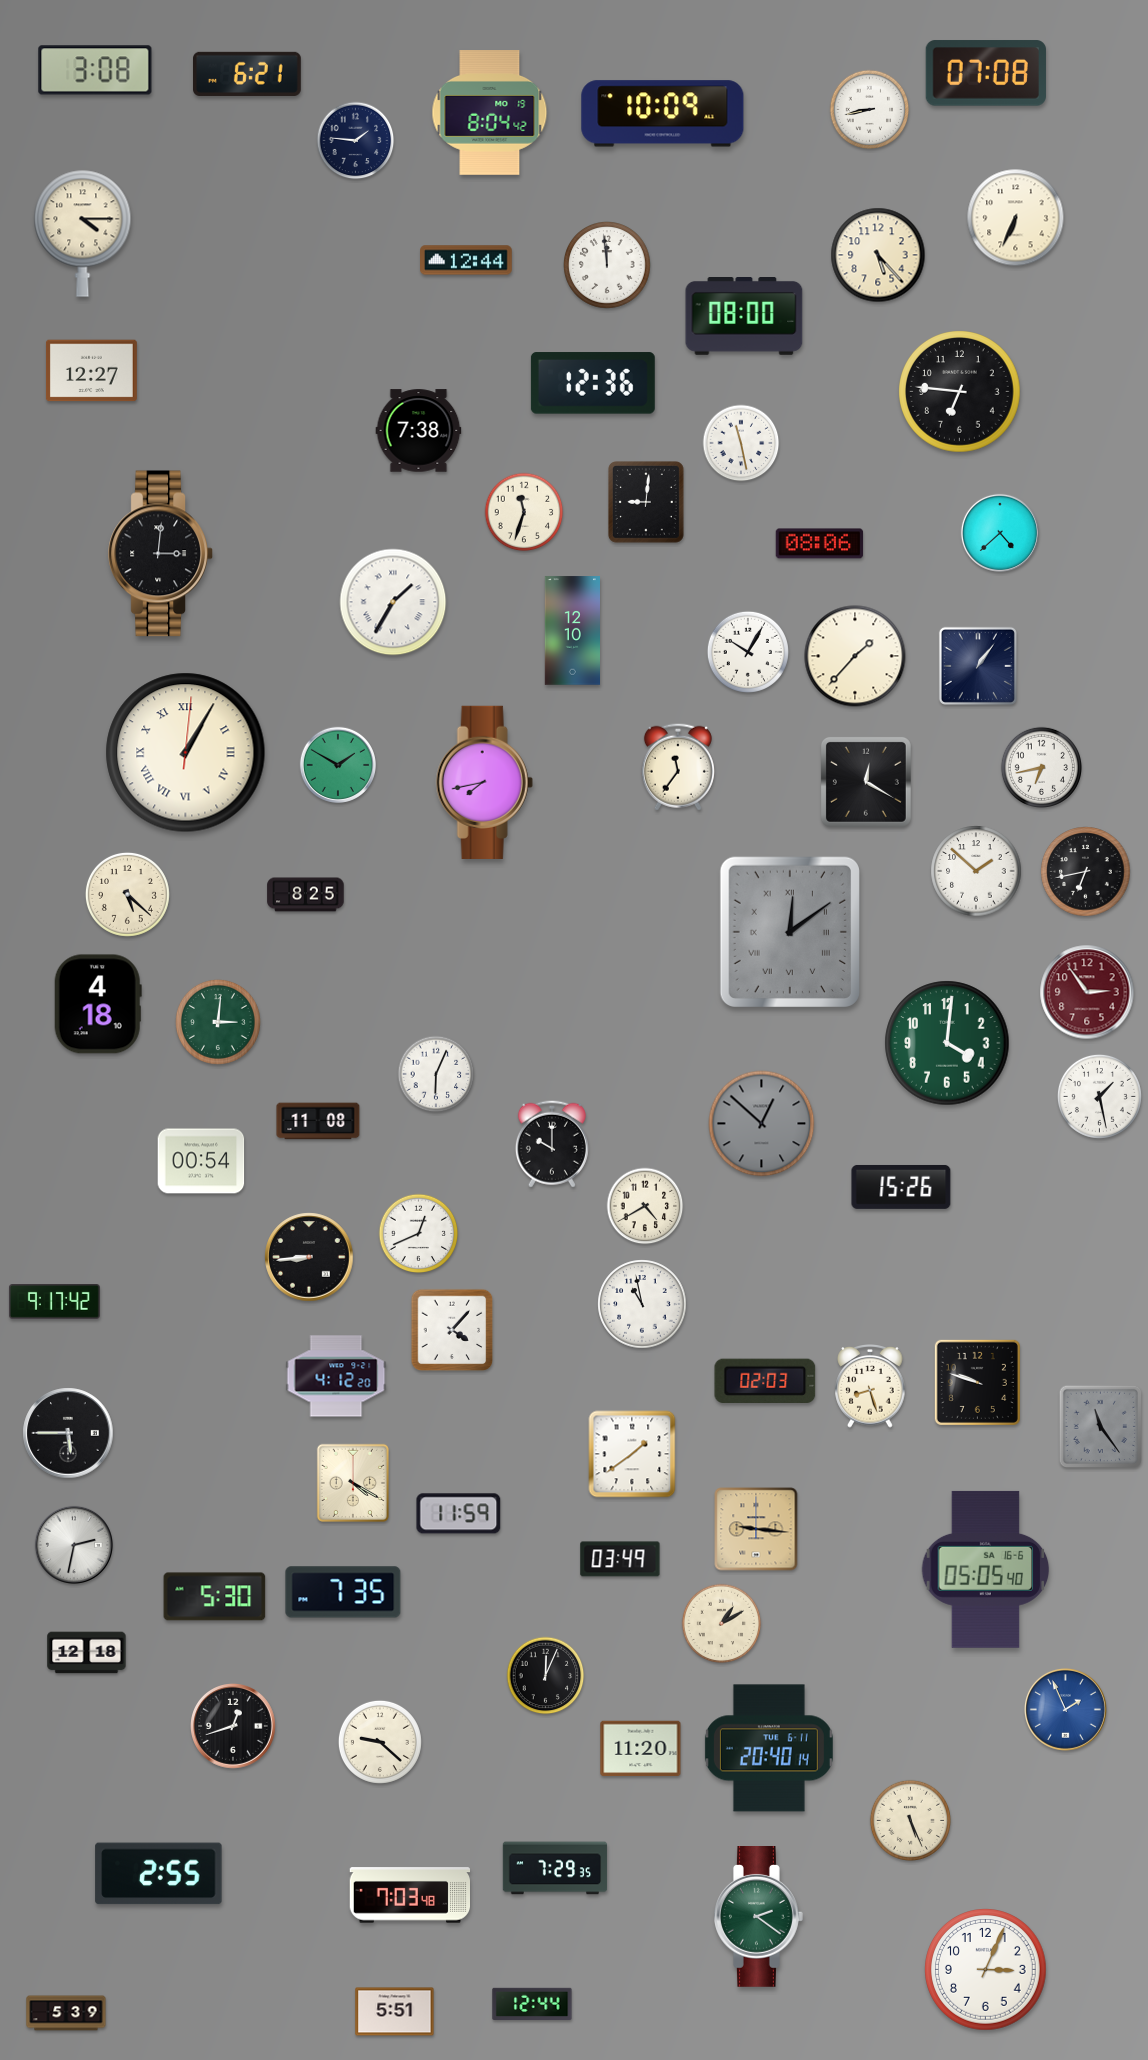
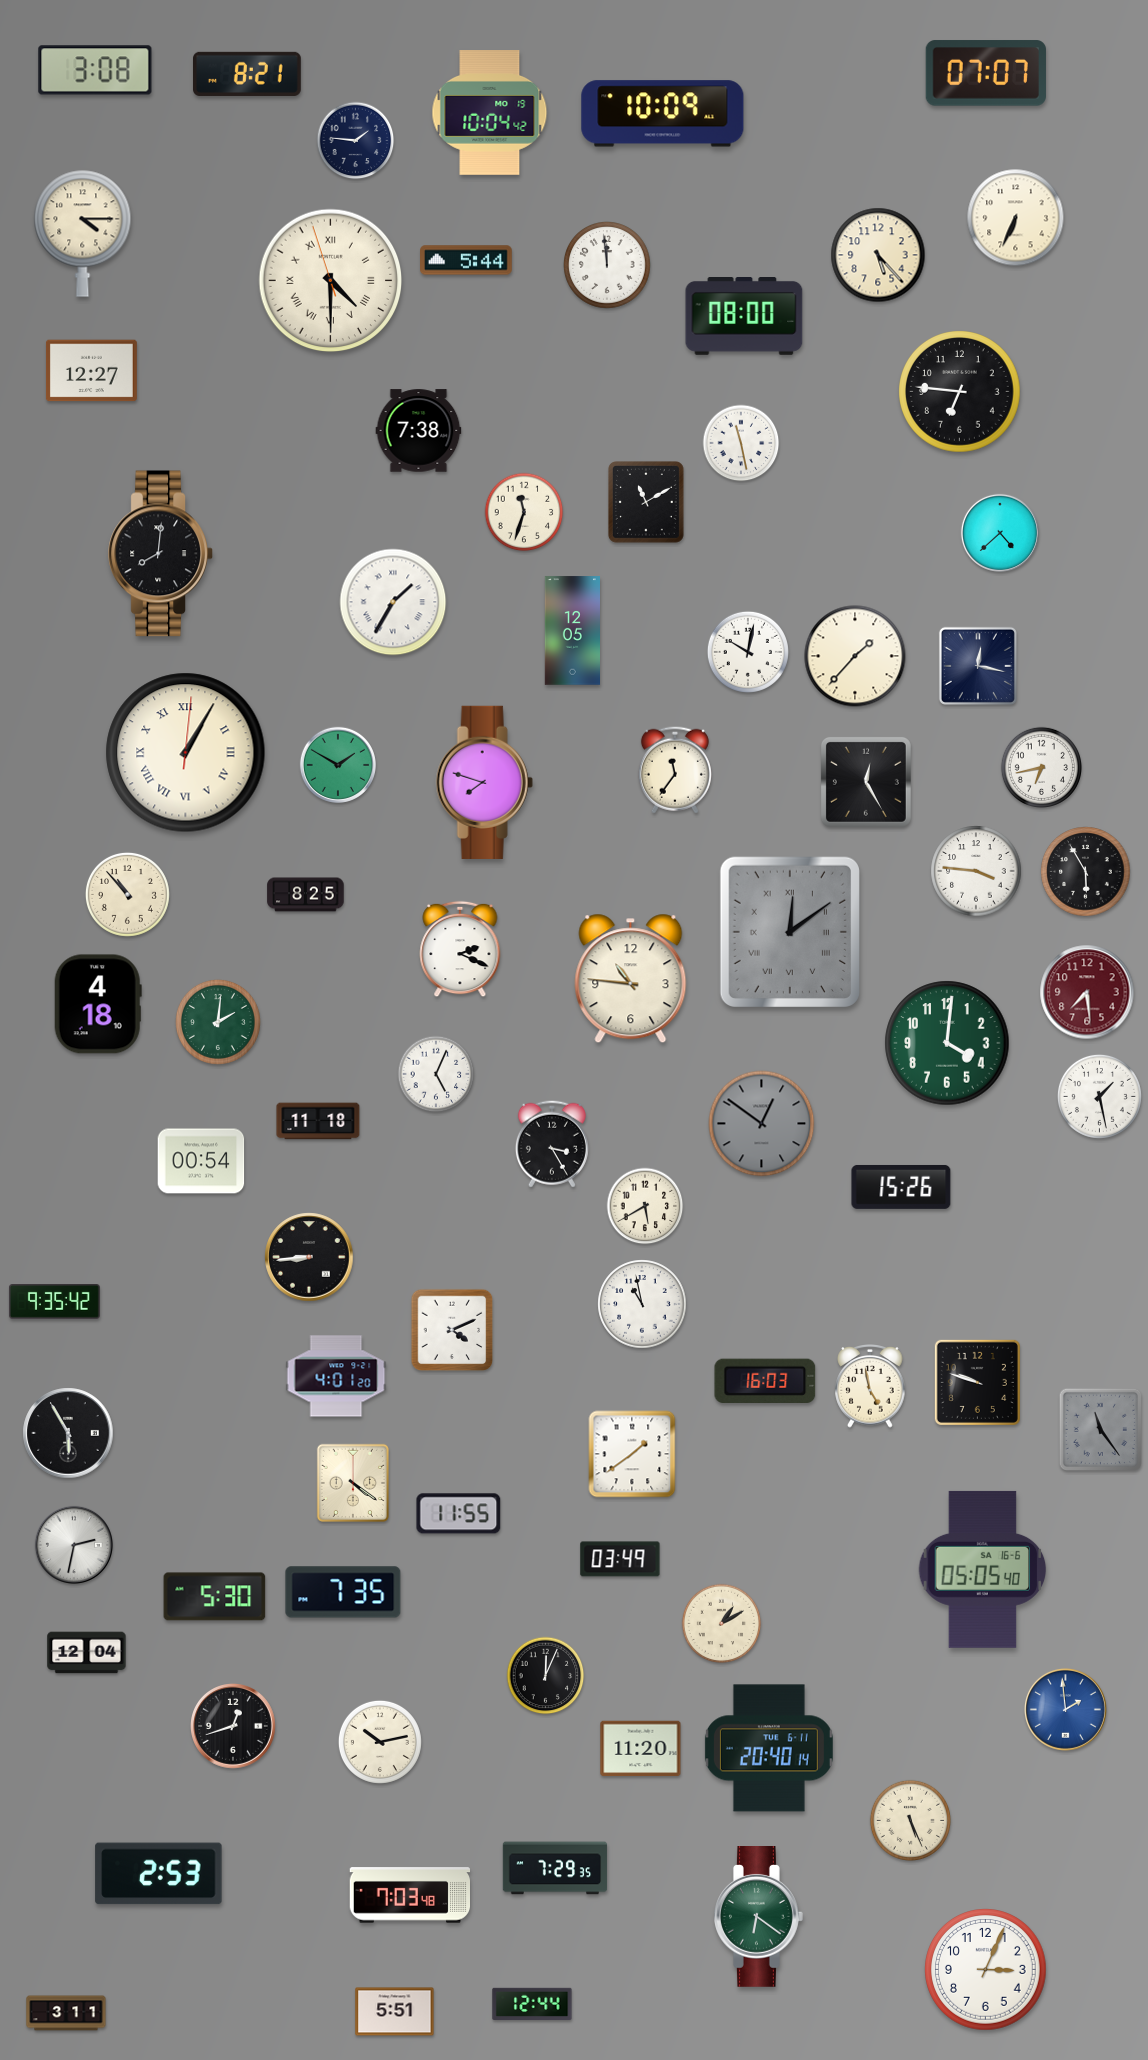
clock at (986, 73): 07:08 -> 07:07
clock at (248, 74): 6:21 -> 8:21
clock at (870, 110): 8:43 -> none
clock at (490, 113): 8:04 -> 10:04
clock at (466, 260): 12:44 -> 5:44
clock at (331, 281): none -> 4:29
clock at (593, 383): 12:36 -> none
clock at (647, 503): 9:01 -> 11:10
clock at (820, 544): 08:06 -> none
clock at (161, 554): 3:01 -> 8:01
clock at (572, 631): 12:10 -> 12:05
clock at (748, 652): 10:05 -> 10:02
clock at (978, 666): 1:06 -> 12:17
clock at (678, 767) position: (678, 767) -> (675, 770)
clock at (484, 782): 7:43 -> 7:48
clock at (866, 782): 12:20 -> 12:25
clock at (976, 871): 1:52 -> 3:46
clock at (1086, 872): 6:43 -> 5:55
clock at (127, 894): 5:22 -> 10:53
clock at (460, 949): none -> 2:19
clock at (631, 979): none -> 10:46
clock at (1087, 992): 2:54 -> 7:29
clock at (218, 1022): 3:01 -> 2:01
clock at (436, 1074): 6:04 -> 5:04
clock at (318, 1121): 11:08 -> 11:18
clock at (762, 1124): 12:52 -> 12:51
clock at (552, 1144): 10:00 -> 3:25
clock at (645, 1206): 4:40 -> 5:40
clock at (419, 1234): 12:41 -> none
clock at (54, 1302): 9:17 -> 9:35
clock at (452, 1330): 4:07 -> 4:11
clock at (336, 1376): 4:12 -> 4:01
clock at (765, 1380): 02:03 -> 16:03
clock at (870, 1386): 8:27 -> 4:58
clock at (1100, 1426) position: (1100, 1426) -> (1100, 1429)
clock at (68, 1433): 5:45 -> 5:55
clock at (352, 1482): 4:20 -> 4:21
clock at (459, 1514): 11:59 -> 11:55
clock at (756, 1529): 9:16 -> none
clock at (986, 1569) position: (986, 1569) -> (983, 1569)
clock at (87, 1653): 12:18 -> 12:04
clock at (1065, 1709): 1:56 -> 1:59
clock at (380, 1742): 9:22 -> 10:13
clock at (159, 1874): 2:55 -> 2:53
clock at (759, 1917): 2:21 -> 6:21
clock at (66, 2013): 5:39 -> 3:11
